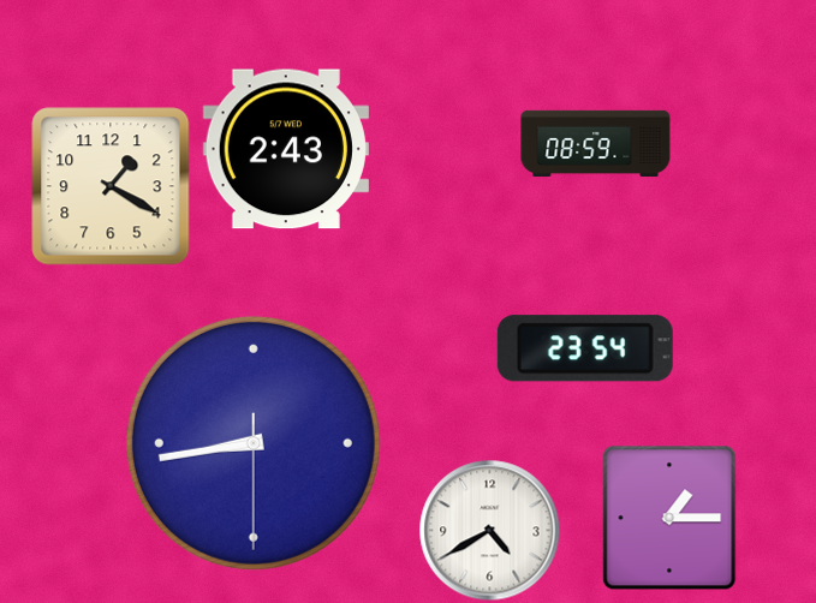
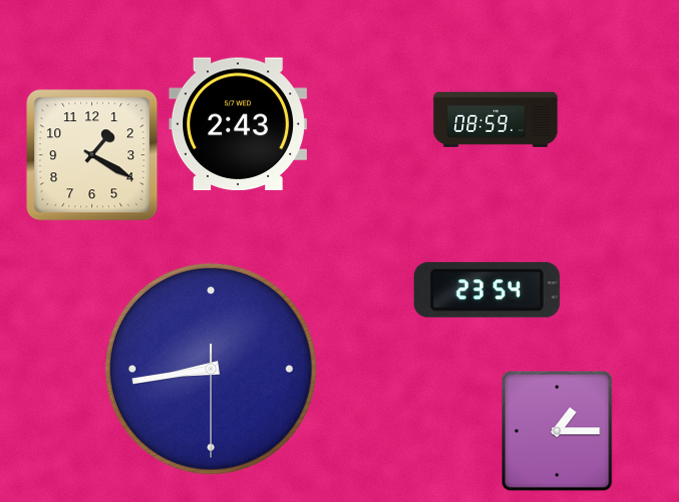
clock at (490, 531): 4:40 -> none
